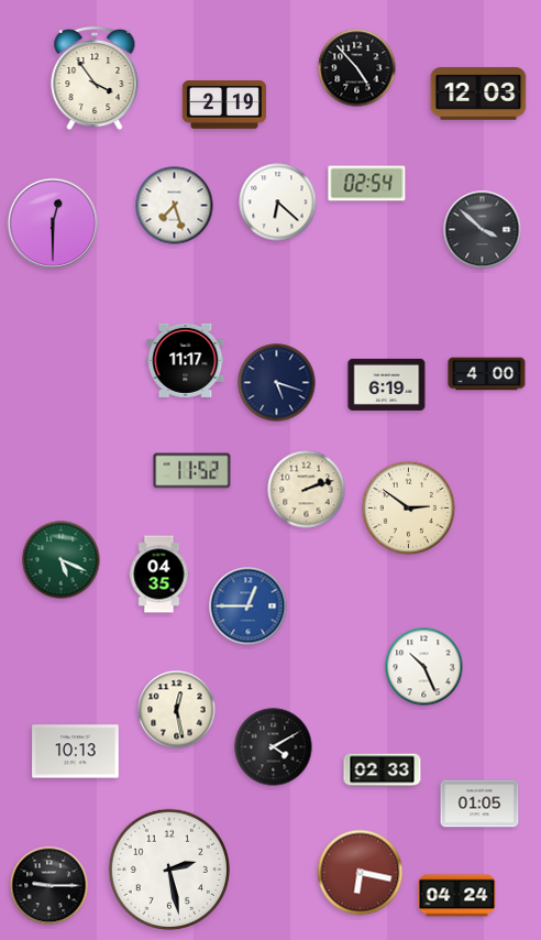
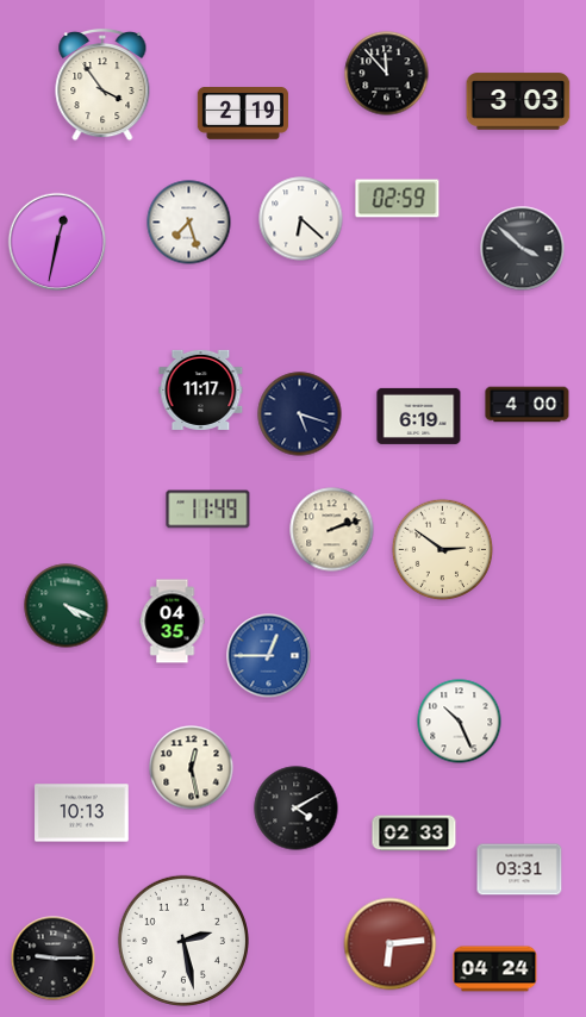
clock at (357, 68): 4:53 -> 11:53
clock at (478, 94): 12:03 -> 3:03
clock at (367, 184): 02:54 -> 02:59
clock at (53, 223): 12:30 -> 12:32
clock at (192, 471): 11:52 -> 11:49
clock at (62, 560): 5:19 -> 4:19
clock at (479, 804): 01:05 -> 03:31
clock at (361, 873): 6:17 -> 6:14
